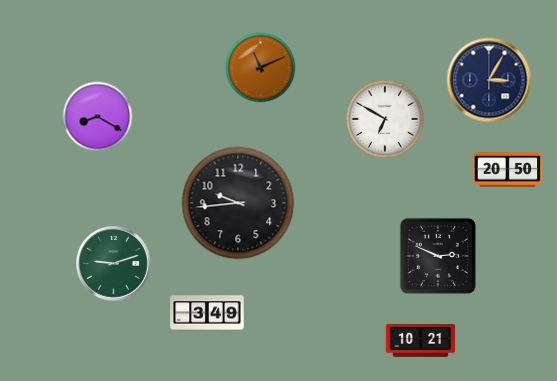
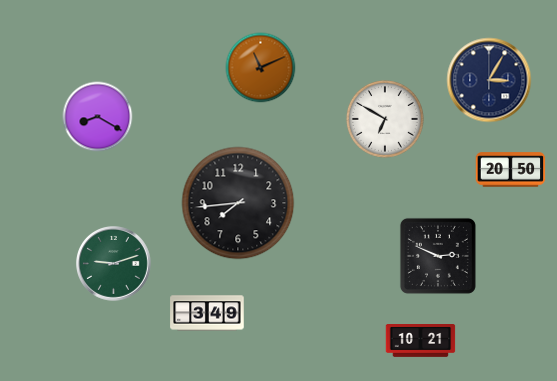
clock at (508, 170) position: (508, 170) -> (511, 170)
clock at (238, 203): 9:44 -> 7:44
